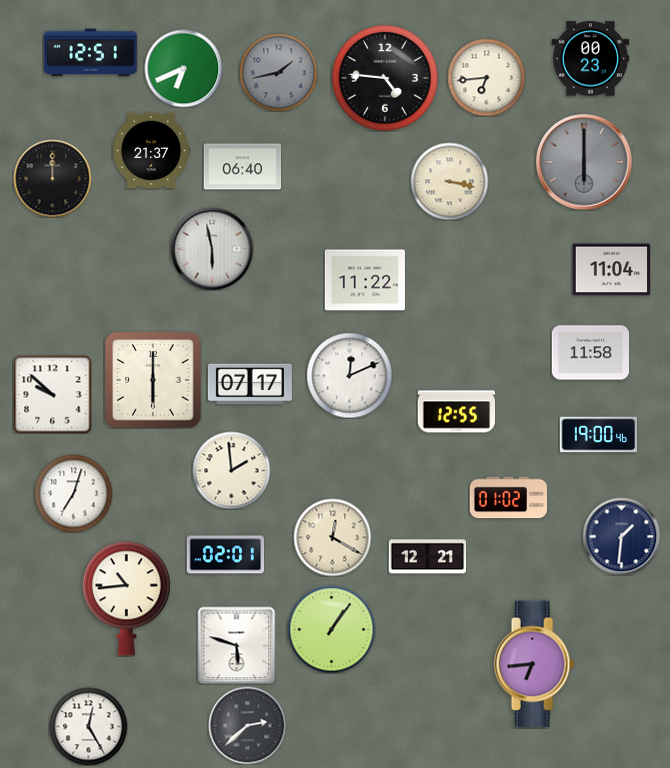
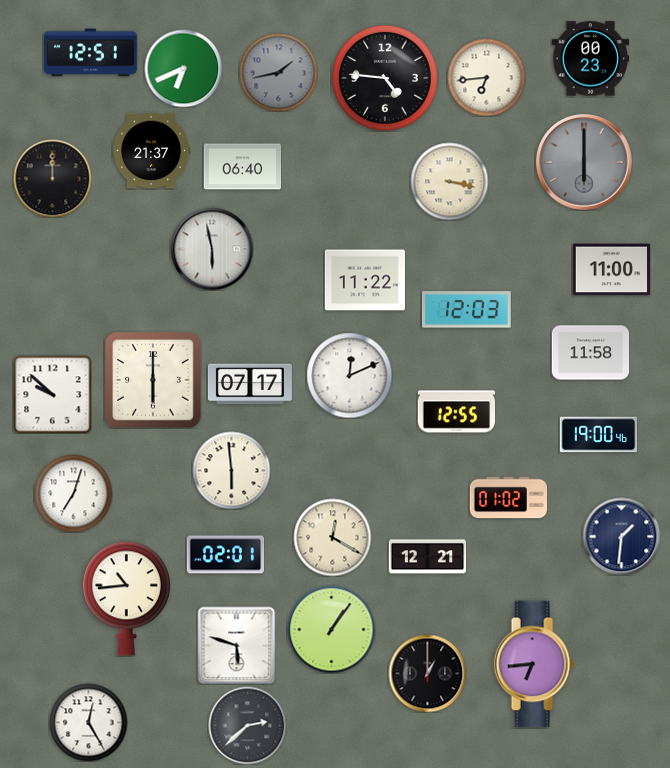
clock at (611, 270): 11:04 -> 11:00
clock at (466, 310): none -> 12:03
clock at (231, 470): 1:59 -> 5:59
clock at (427, 673): none -> 1:00
clock at (88, 726) position: (88, 726) -> (88, 722)
